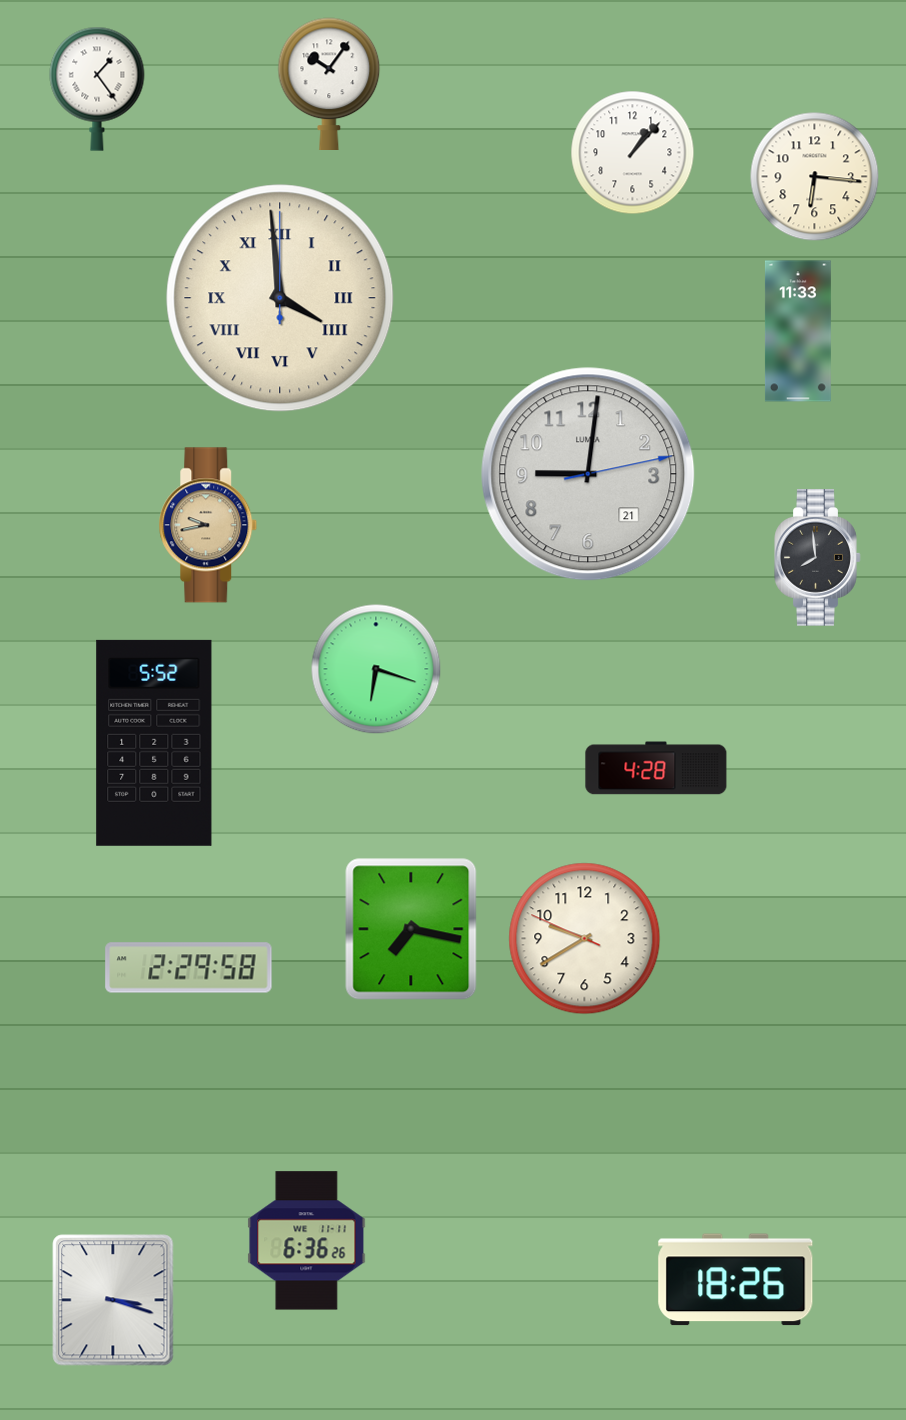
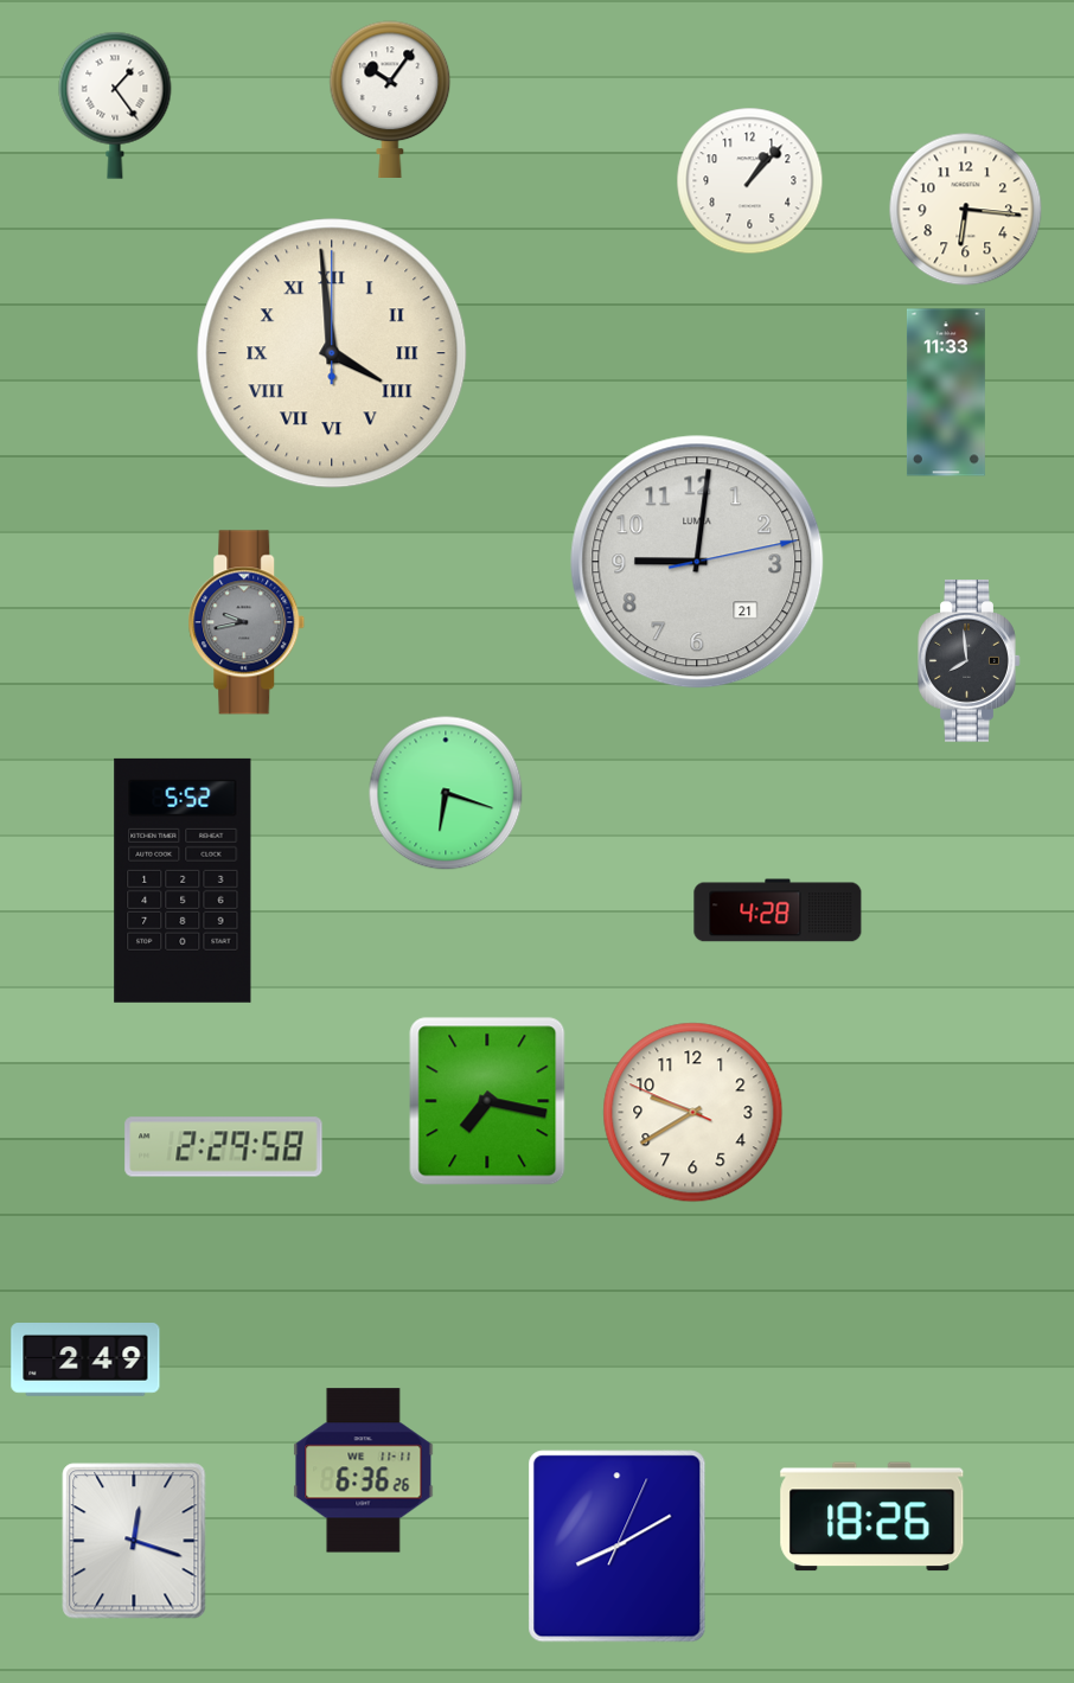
clock at (208, 525) dial: champagne -> grey
clock at (85, 1361): none -> 2:49
clock at (113, 1300): 3:18 -> 12:18
clock at (618, 1547): none -> 8:10
